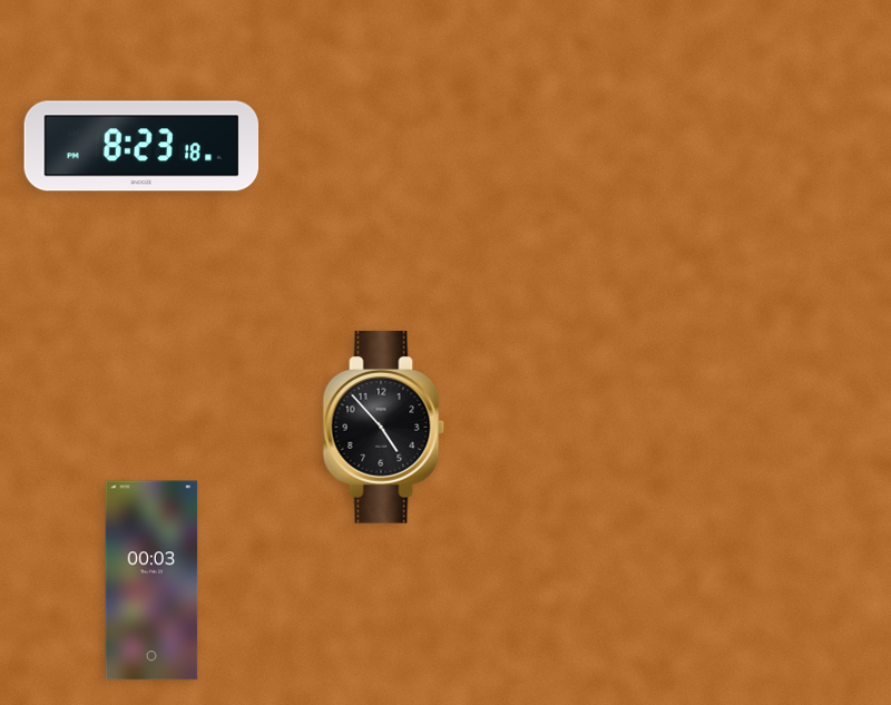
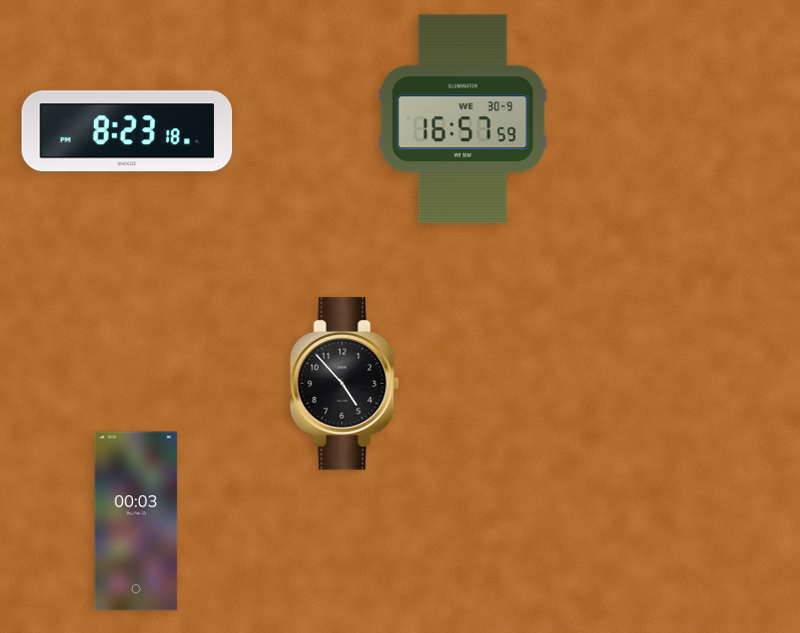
clock at (463, 119): none -> 16:57
